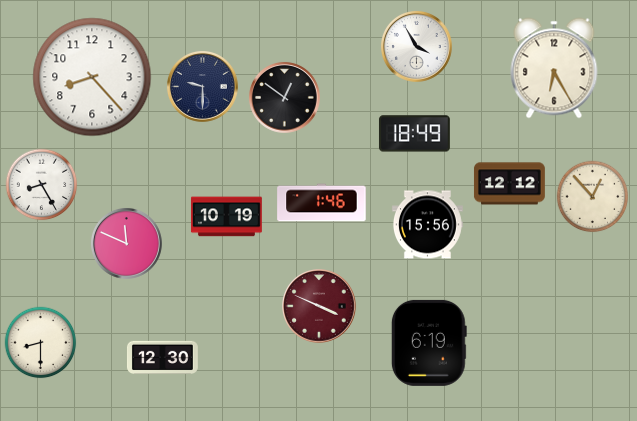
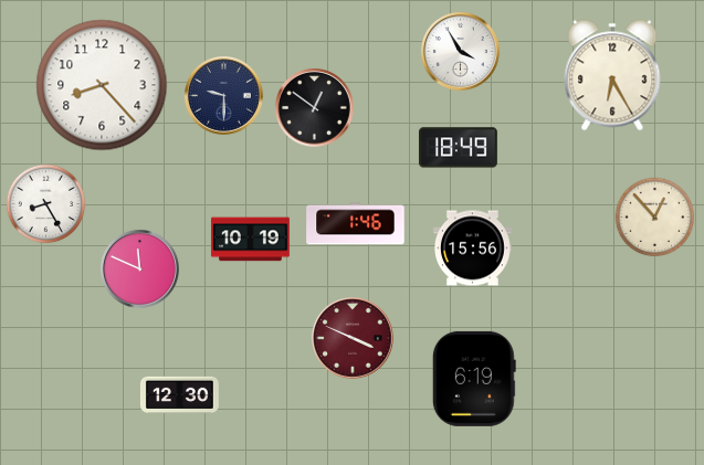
clock at (509, 184): 12:12 -> none
clock at (41, 343): 8:30 -> none
